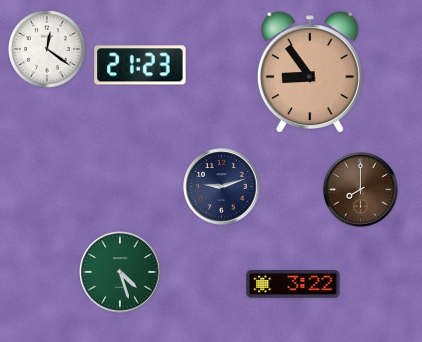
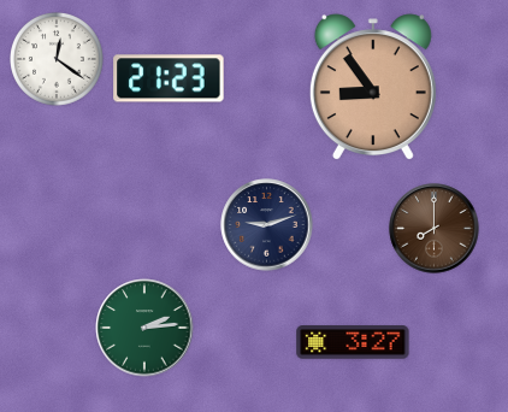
clock at (120, 272): 4:27 -> 2:14
clock at (293, 284): 3:22 -> 3:27
